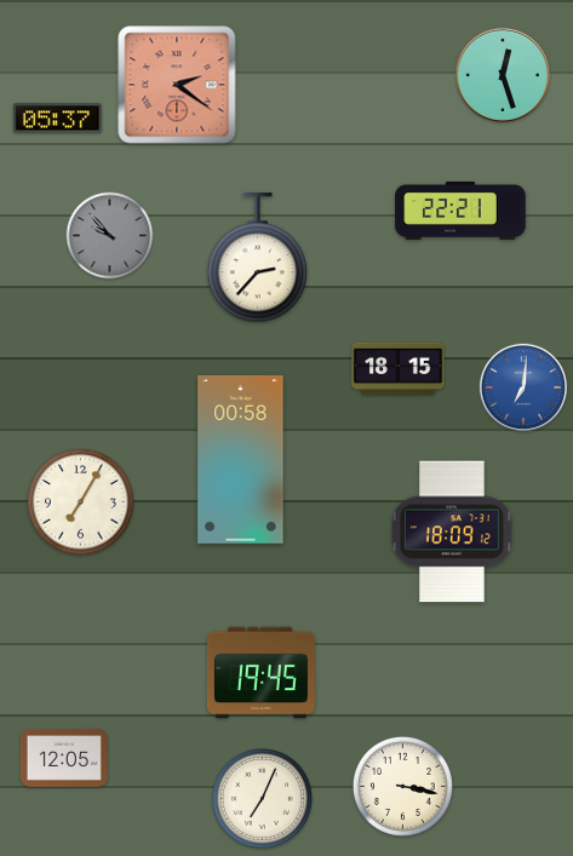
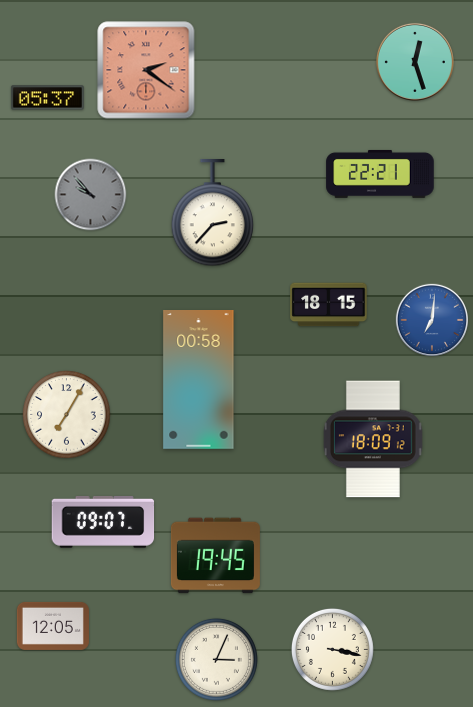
clock at (103, 522): none -> 09:07
clock at (262, 798): 7:04 -> 3:04
